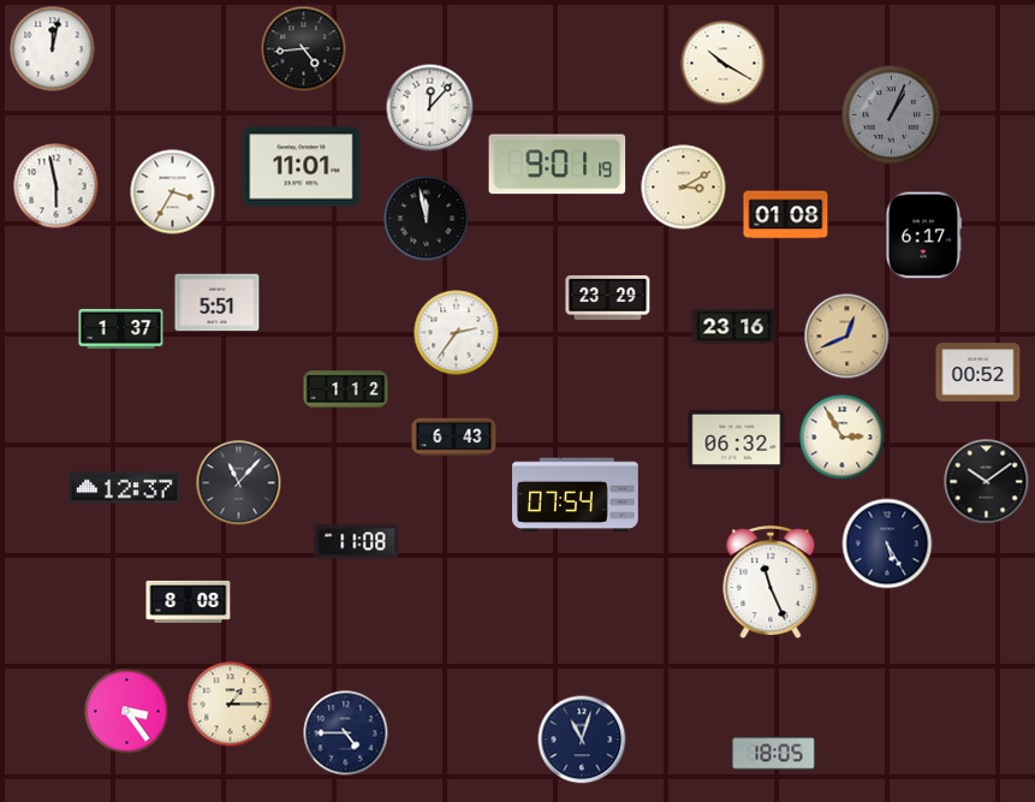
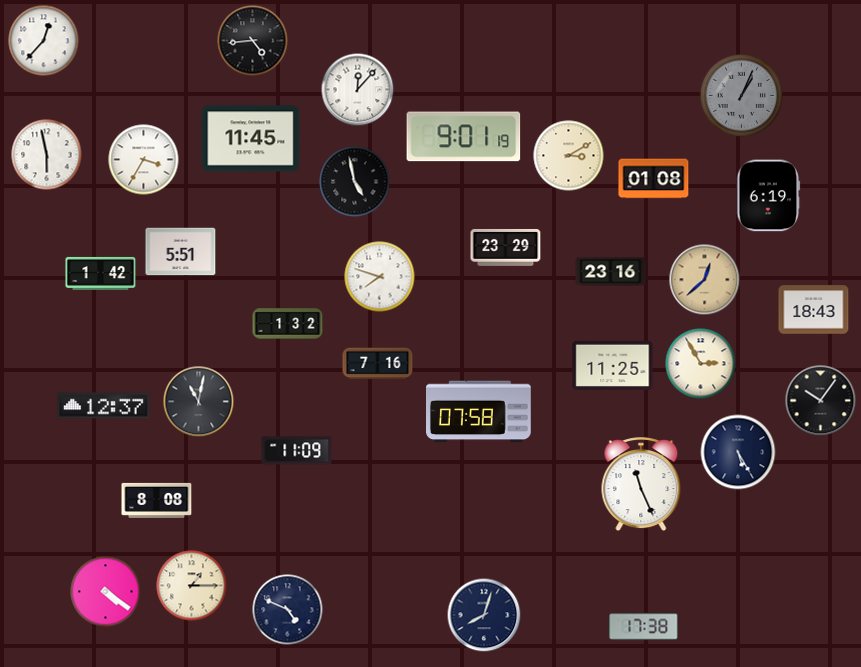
clock at (53, 49): 12:02 -> 12:37
clock at (724, 64): 10:20 -> none
clock at (302, 167): 11:01 -> 11:45
clock at (427, 219): 11:58 -> 4:58
clock at (924, 236): 6:17 -> 6:19
clock at (121, 328): 1:37 -> 1:42
clock at (457, 333): 2:36 -> 7:48
clock at (847, 337): 12:41 -> 12:38
clock at (979, 373): 00:52 -> 18:43
clock at (346, 390): 1:12 -> 1:32
clock at (454, 438): 6:43 -> 7:16
clock at (737, 439): 06:32 -> 11:25
clock at (987, 482): 10:09 -> 10:06
clock at (239, 483): 11:07 -> 11:02
clock at (576, 495): 07:54 -> 07:58
clock at (357, 542): 11:08 -> 11:09
clock at (127, 712): 3:24 -> 4:21
clock at (346, 733): 4:45 -> 4:49
clock at (582, 739): 11:03 -> 8:03
clock at (774, 754): 18:05 -> 17:38
